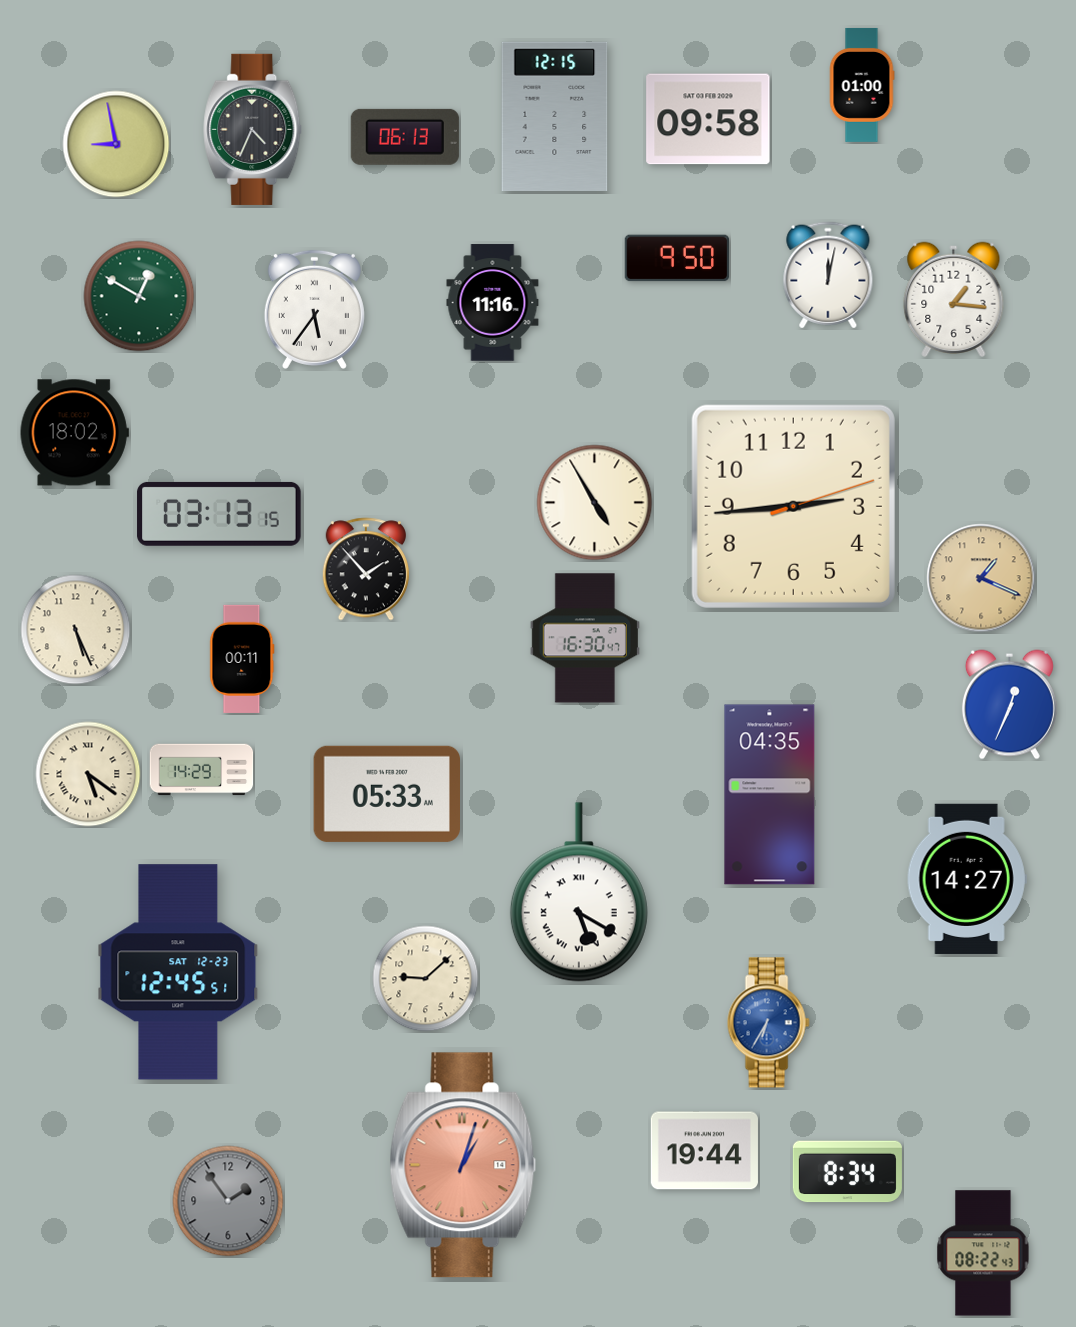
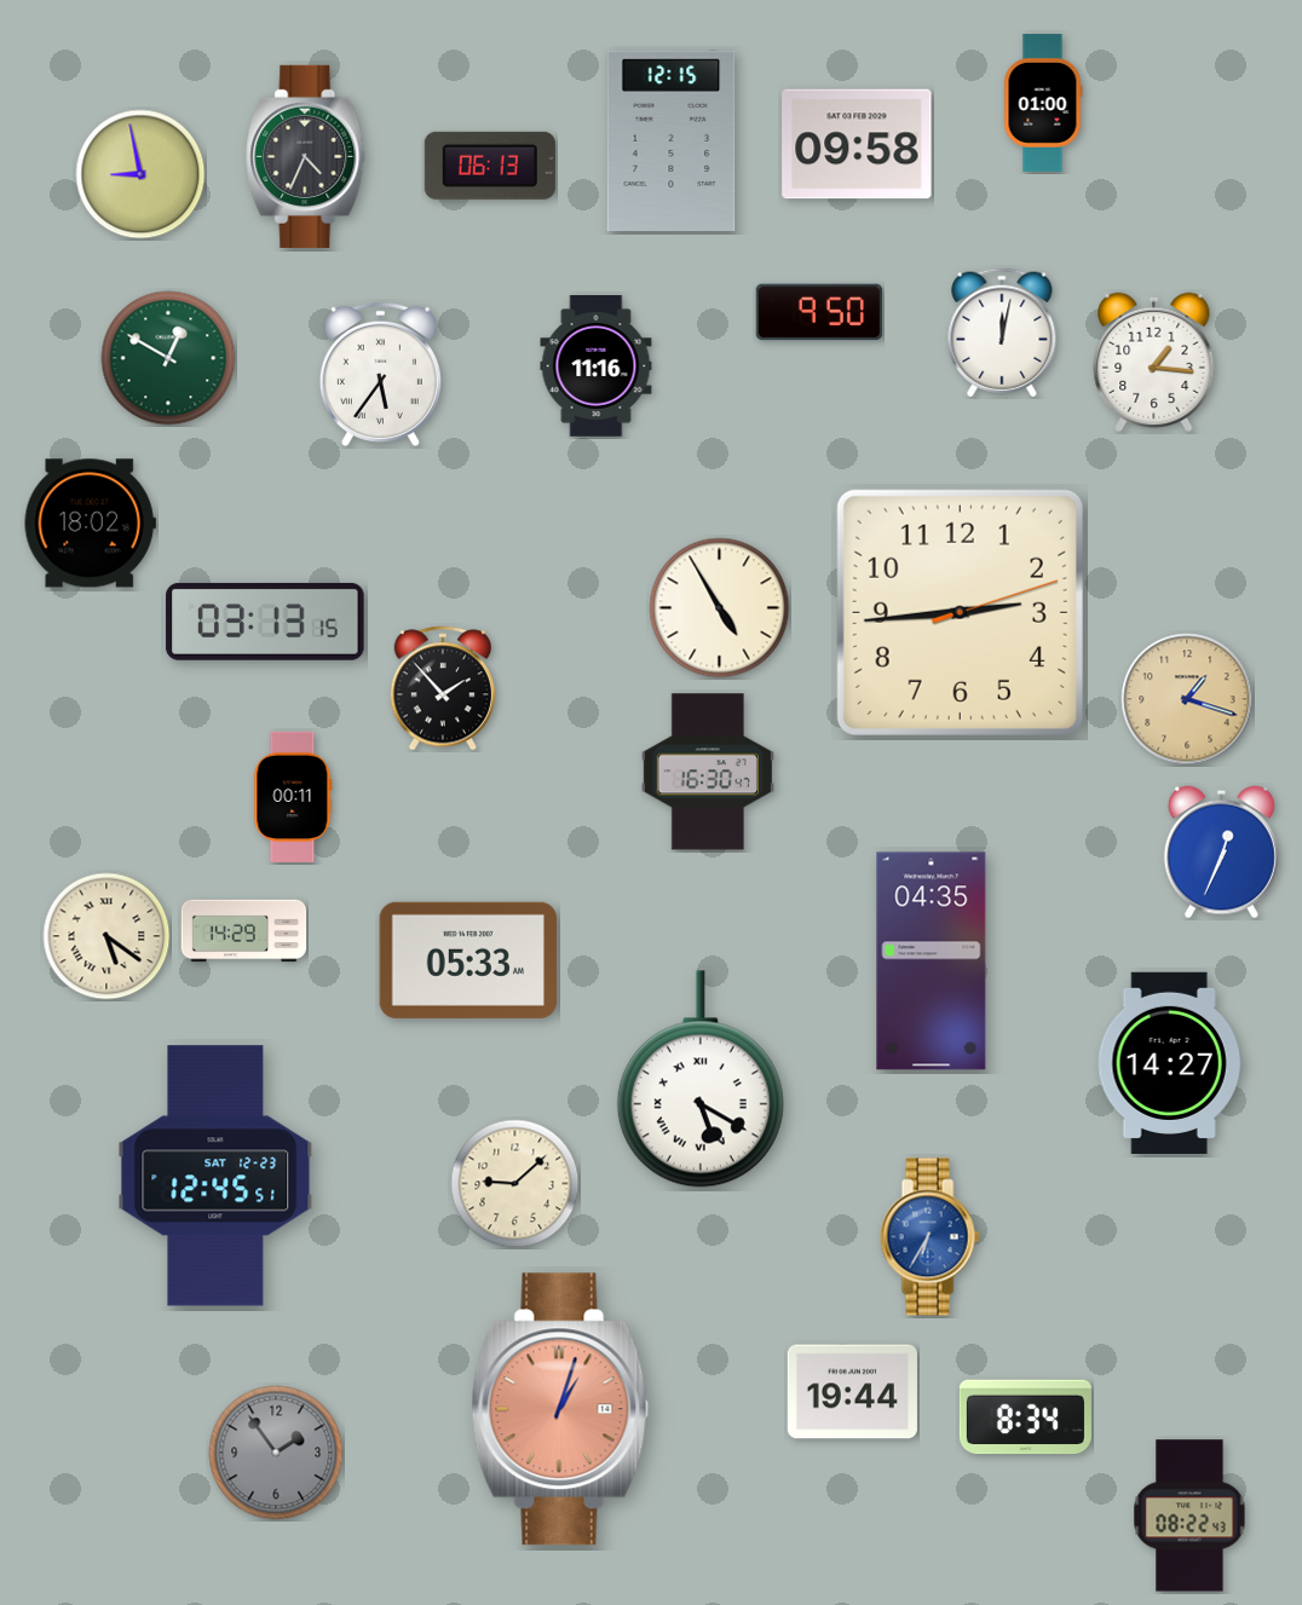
clock at (981, 578): 1:19 -> 1:18
clock at (76, 630): 5:26 -> none
